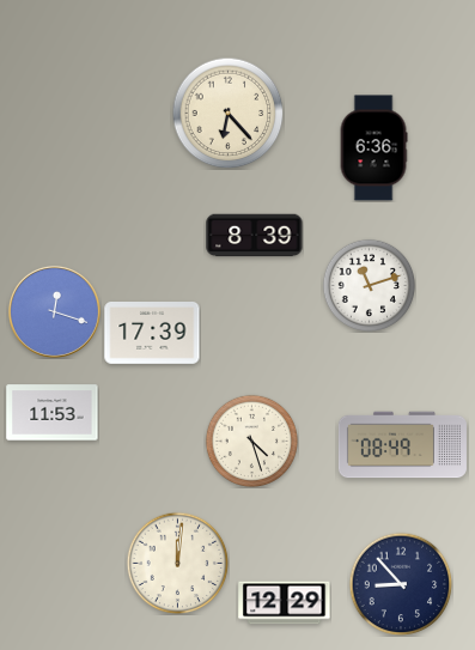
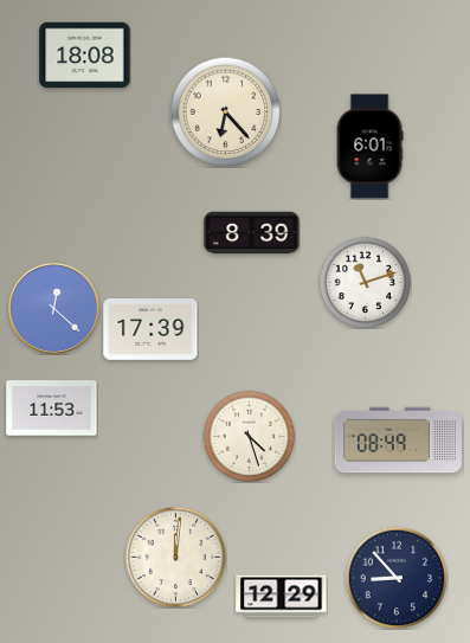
clock at (85, 56): none -> 18:08
clock at (373, 148): 6:36 -> 6:01
clock at (54, 311): 12:18 -> 12:22
